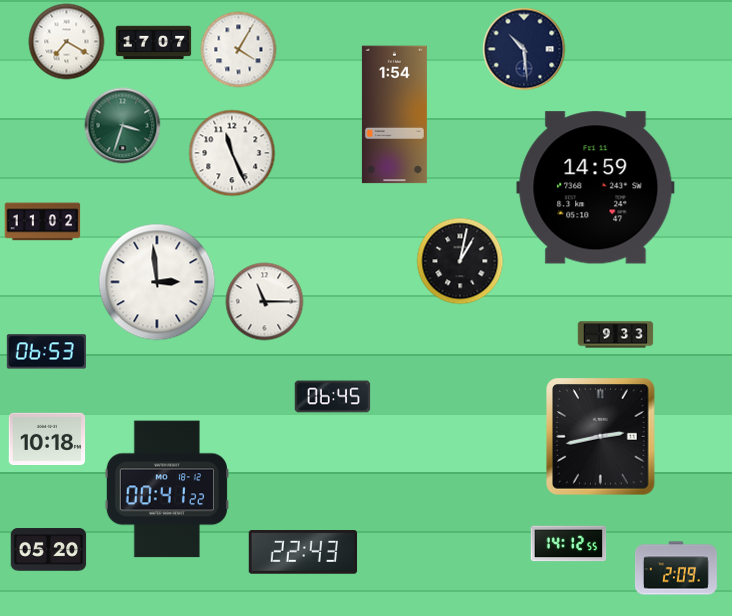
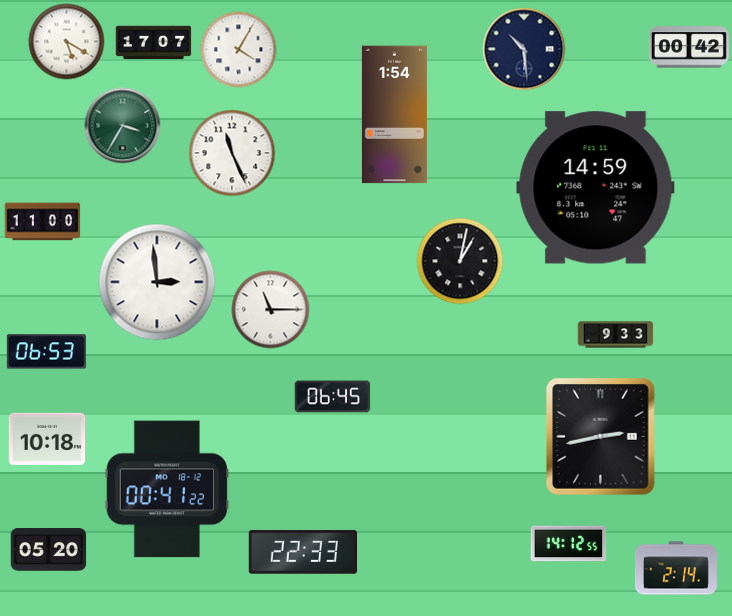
clock at (67, 42): 7:20 -> 5:20
clock at (689, 47): none -> 00:42
clock at (123, 126): 3:33 -> 3:35
clock at (43, 222): 11:02 -> 11:00
clock at (265, 302) position: (265, 302) -> (271, 310)
clock at (303, 552): 22:43 -> 22:33
clock at (676, 568): 2:09 -> 2:14
